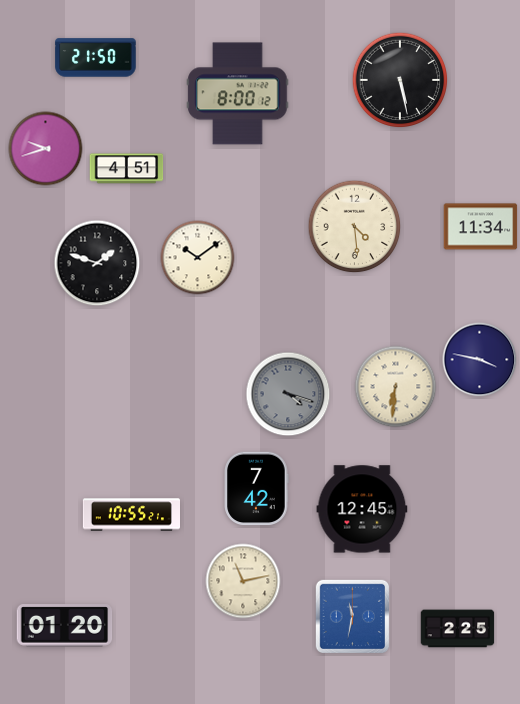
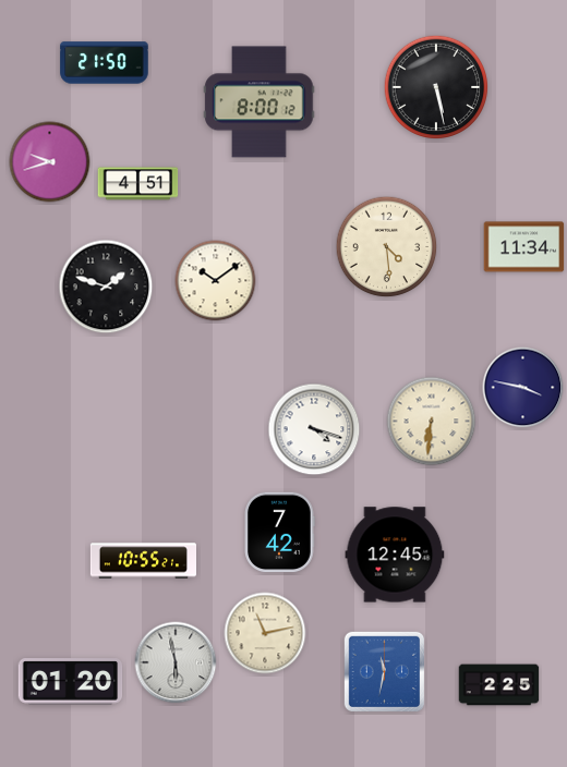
clock at (480, 360) position: (480, 360) -> (523, 388)
clock at (288, 394) dial: grey -> white
clock at (176, 662): none -> 5:58
